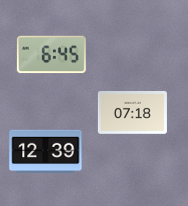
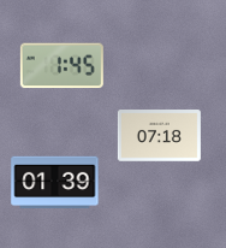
clock at (51, 55): 6:45 -> 1:45
clock at (46, 152): 12:39 -> 01:39
